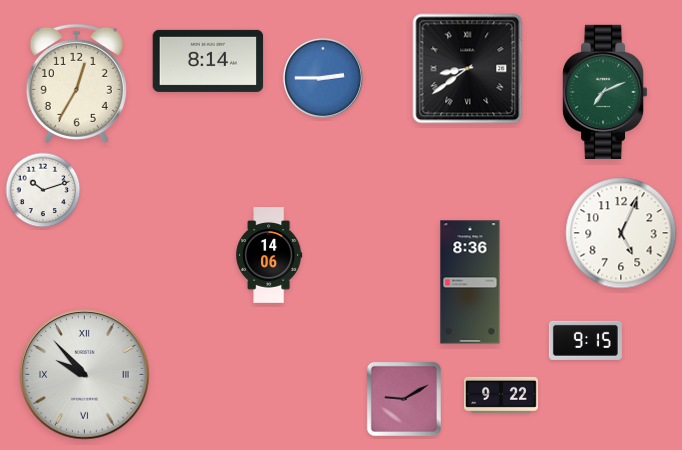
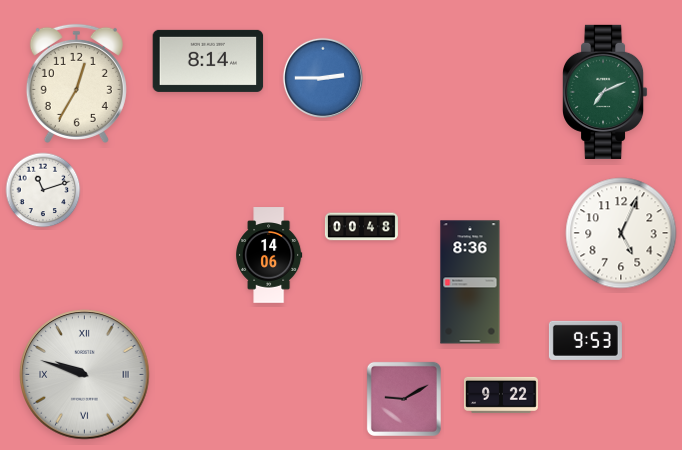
clock at (468, 69): 8:39 -> none
clock at (43, 190): 10:12 -> 11:12
clock at (361, 227): none -> 00:48
clock at (585, 340): 9:15 -> 9:53
clock at (85, 375): 9:53 -> 9:48
